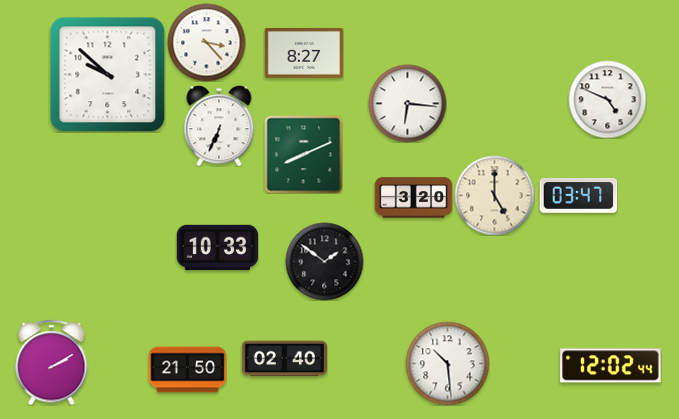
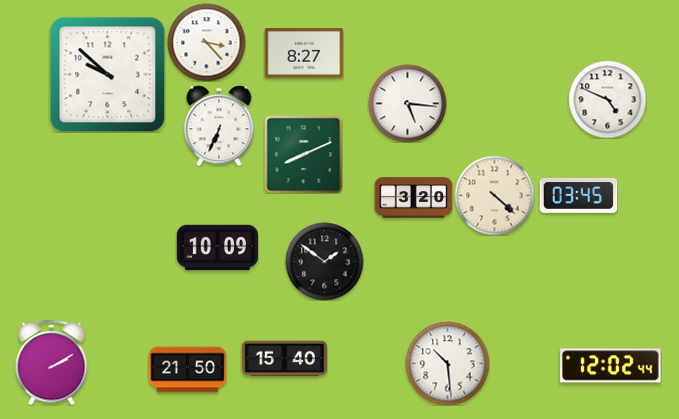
clock at (407, 103): 6:16 -> 5:16
clock at (494, 195): 5:00 -> 4:22
clock at (578, 196): 03:47 -> 03:45
clock at (217, 248): 10:33 -> 10:09
clock at (284, 359): 02:40 -> 15:40
